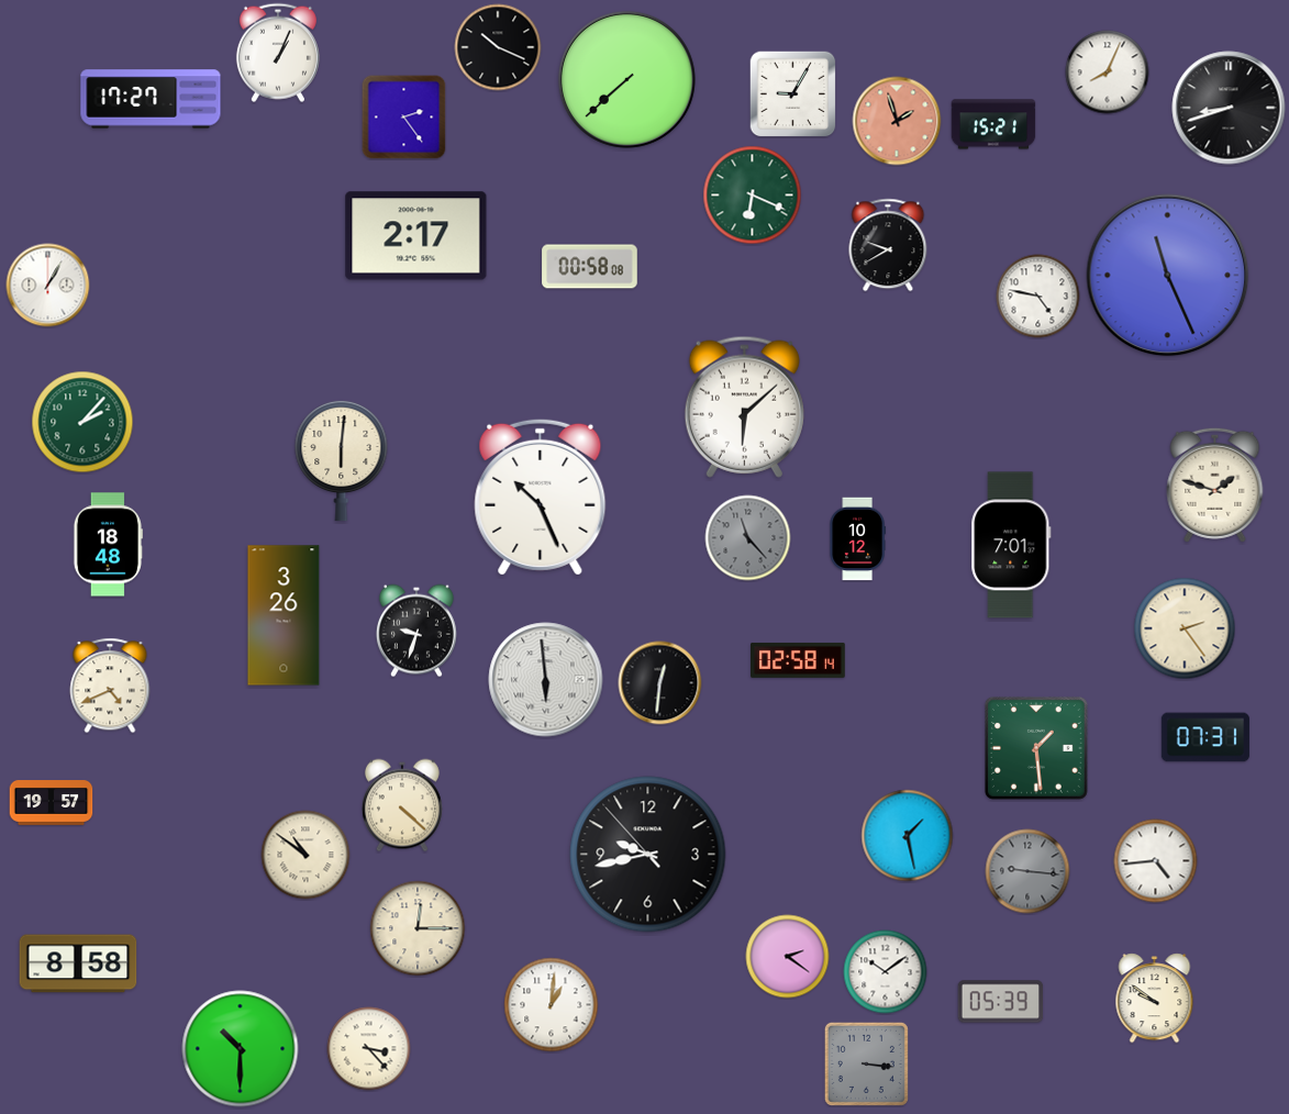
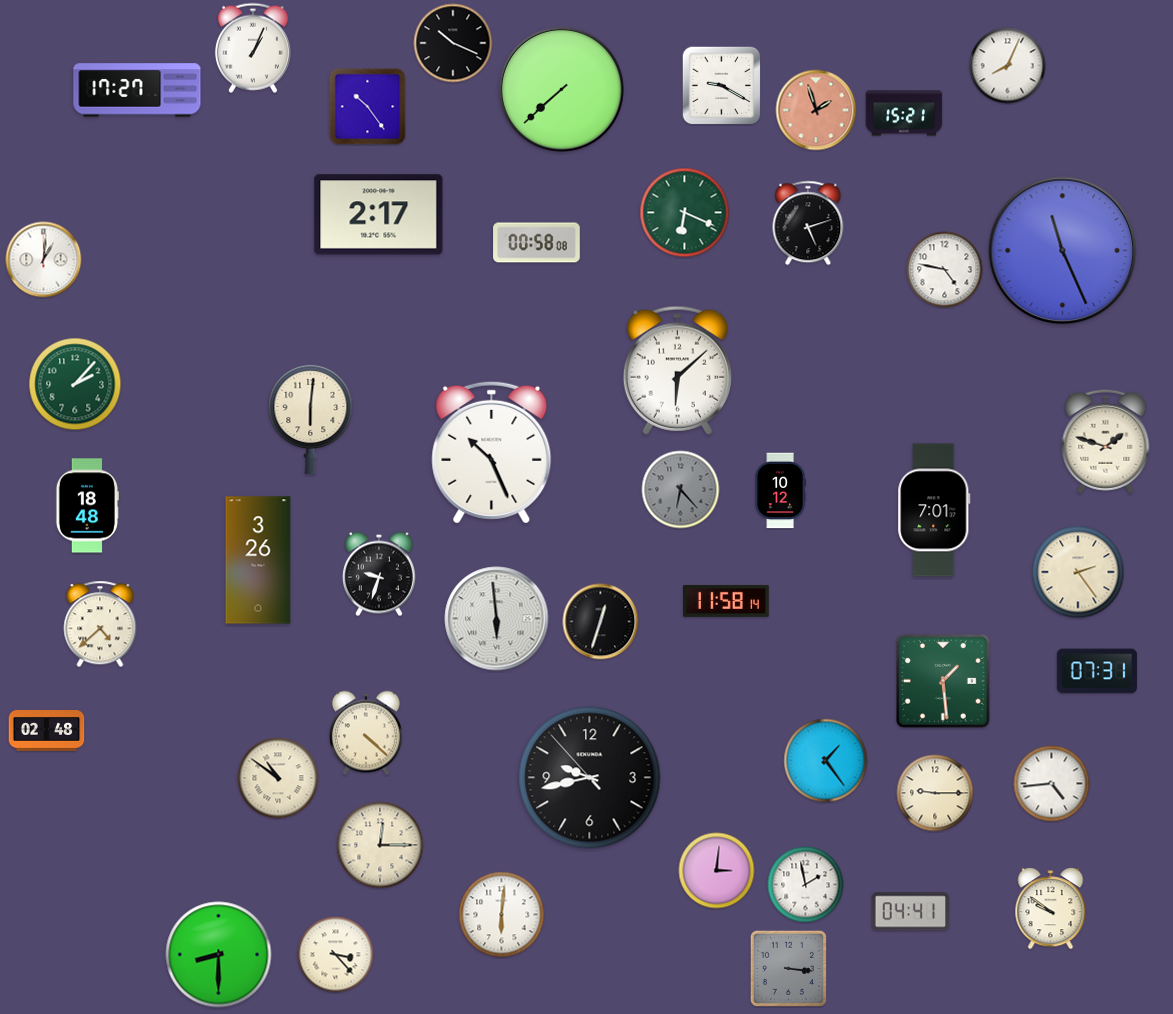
clock at (626, 79) position: (626, 79) -> (561, 89)
clock at (793, 94): 9:05 -> 9:20
clock at (1229, 108): 8:42 -> none
clock at (404, 118): 2:24 -> 10:24
clock at (753, 196) position: (753, 196) -> (685, 213)
clock at (888, 245): 9:40 -> 5:12
clock at (48, 286): 1:05 -> 1:01
clock at (748, 538): 11:23 -> 6:23
clock at (107, 545) position: (107, 545) -> (86, 506)
clock at (1011, 545) position: (1011, 545) -> (934, 510)
clock at (799, 660): 02:58 -> 11:58
clock at (660, 683): 12:31 -> 12:33
clock at (110, 686): 4:41 -> 4:38
clock at (52, 803): 19:57 -> 02:48
clock at (908, 836): 1:28 -> 1:24
clock at (1027, 871): 9:16 -> 9:15
clock at (1027, 871) dial: grey -> cream
clock at (788, 957): 2:21 -> 3:01
clock at (78, 963): 8:58 -> none
clock at (886, 972): 10:09 -> 1:58
clock at (1001, 1002): 05:39 -> 04:41
clock at (552, 1005): 1:01 -> 6:01
clock at (241, 1049): 10:30 -> 8:30
